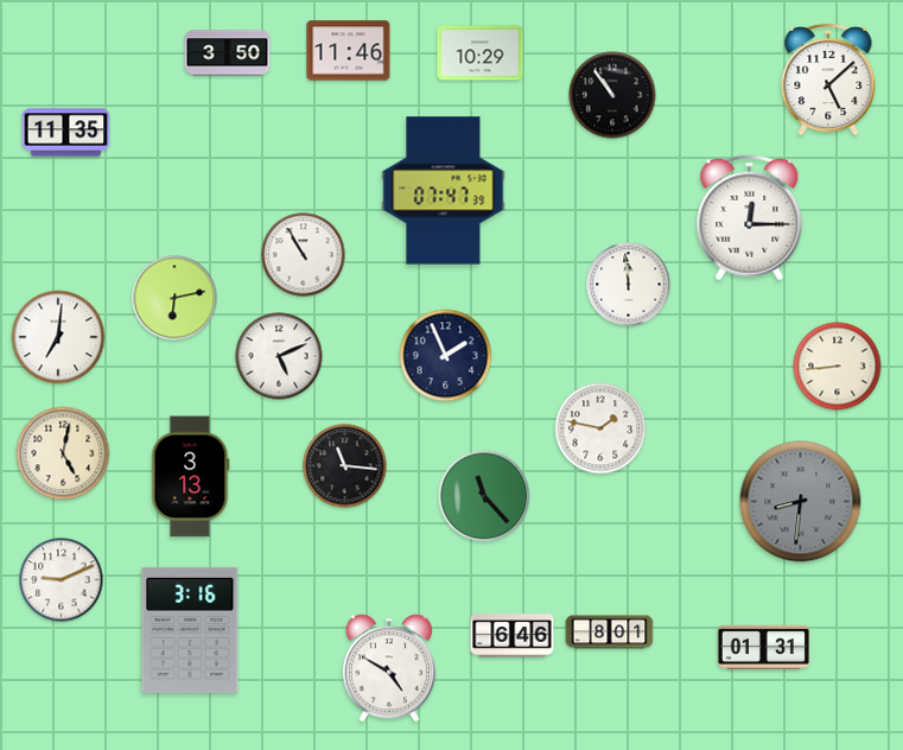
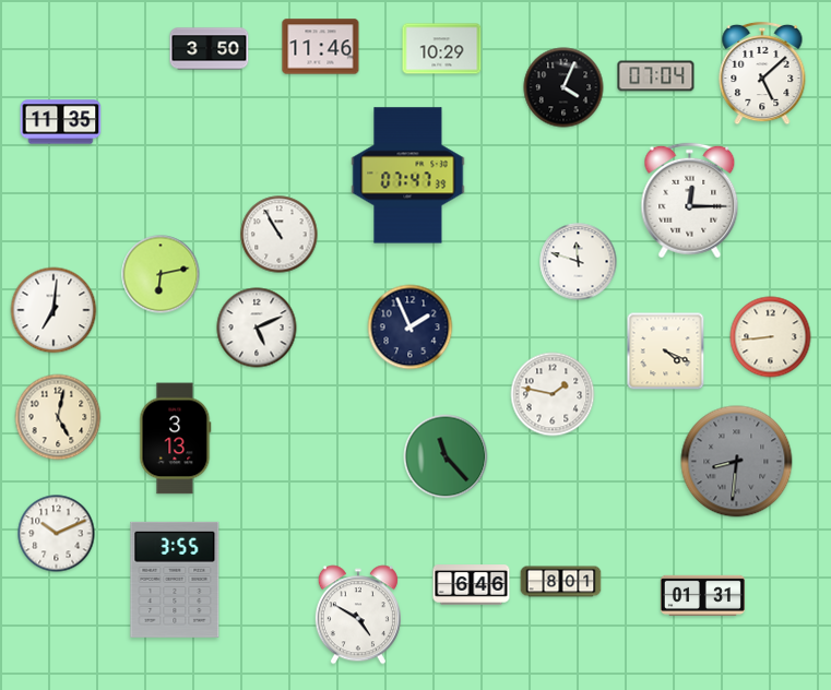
clock at (656, 76): none -> 07:04
clock at (612, 95): 10:54 -> 4:04
clock at (629, 285): 11:59 -> 11:48
clock at (666, 352): none -> 4:19
clock at (345, 466): 11:16 -> none
clock at (62, 580): 9:11 -> 10:11
clock at (190, 630): 3:16 -> 3:55
